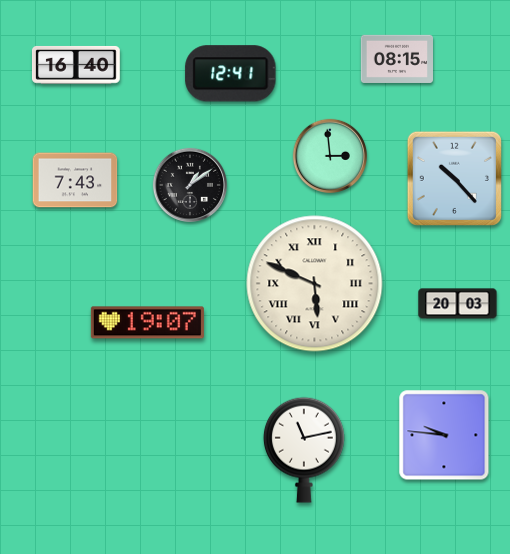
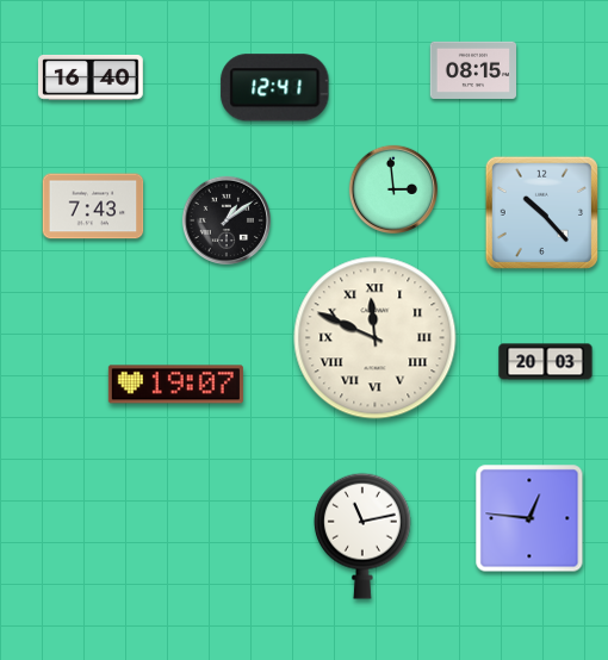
clock at (329, 155) position: (329, 155) -> (392, 188)
clock at (75, 180) position: (75, 180) -> (93, 206)
clock at (315, 284): 5:49 -> 11:49
clock at (444, 435): 9:46 -> 12:46
